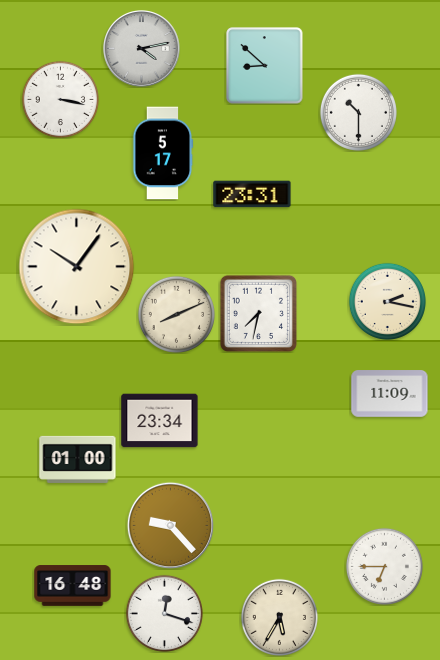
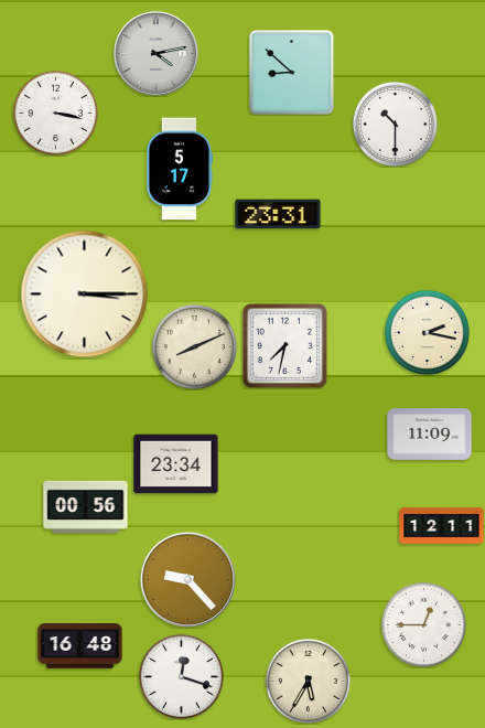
clock at (60, 99) position: (60, 99) -> (55, 113)
clock at (77, 267): 10:06 -> 3:15
clock at (78, 459): 01:00 -> 00:56
clock at (442, 526): none -> 12:11
clock at (384, 566): 6:45 -> 12:45
